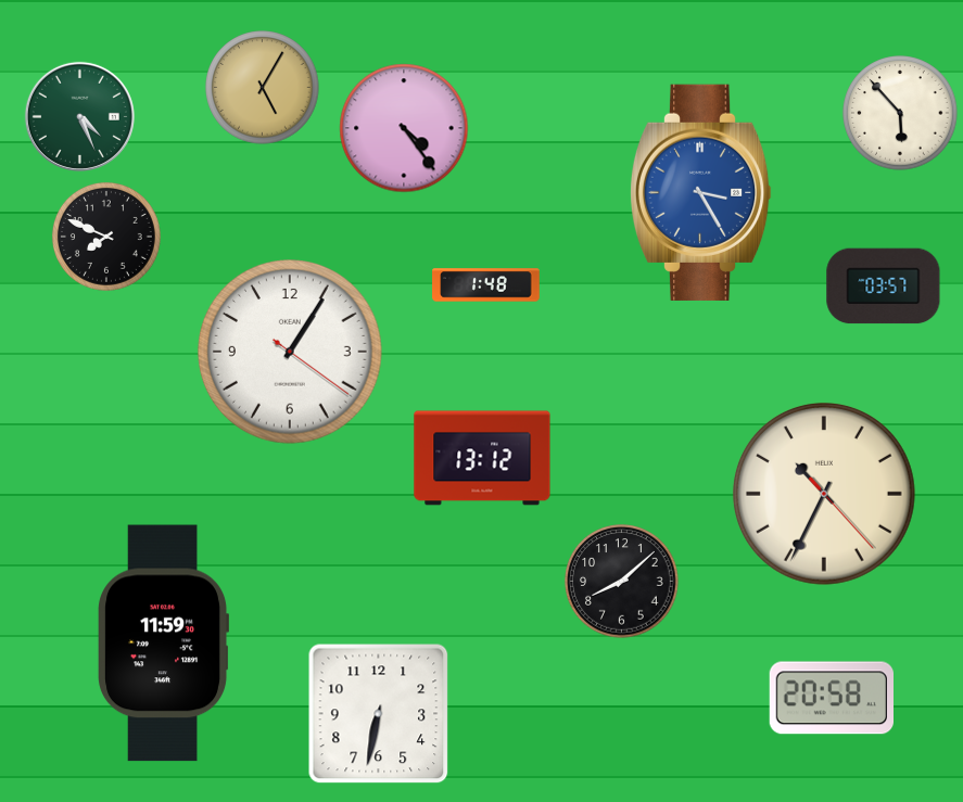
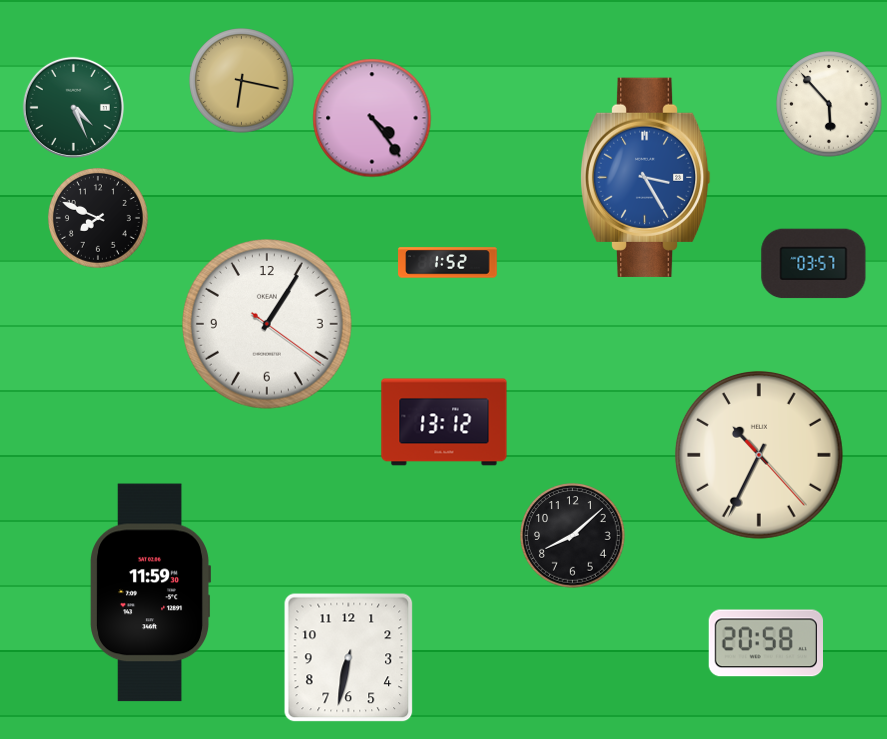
clock at (263, 88): 5:05 -> 6:17
clock at (486, 285): 1:48 -> 1:52
